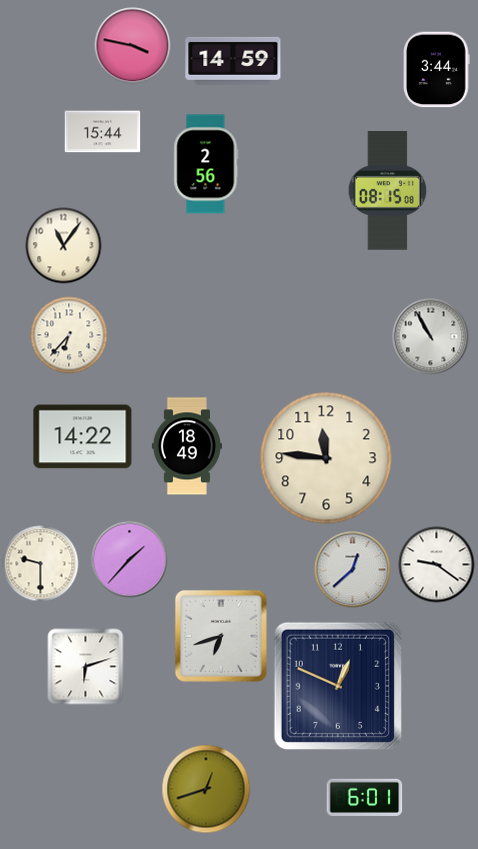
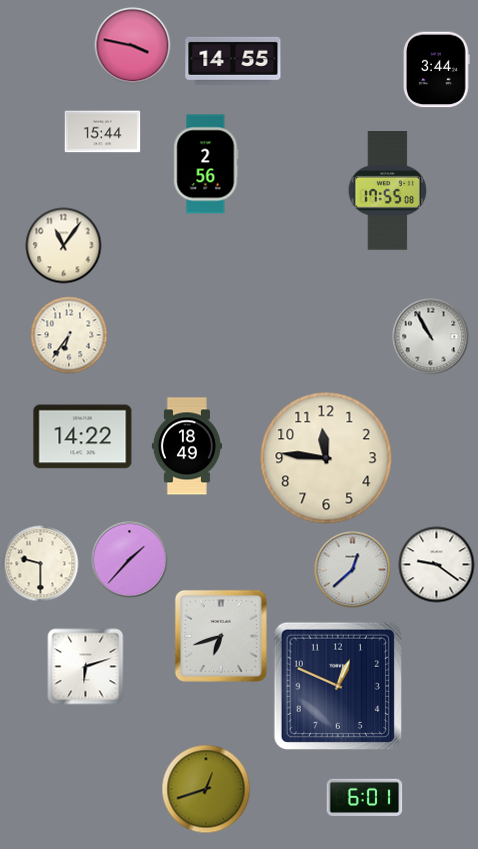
clock at (233, 61): 14:59 -> 14:55
clock at (388, 191): 08:15 -> 17:55
clock at (69, 335): 6:37 -> 6:36
